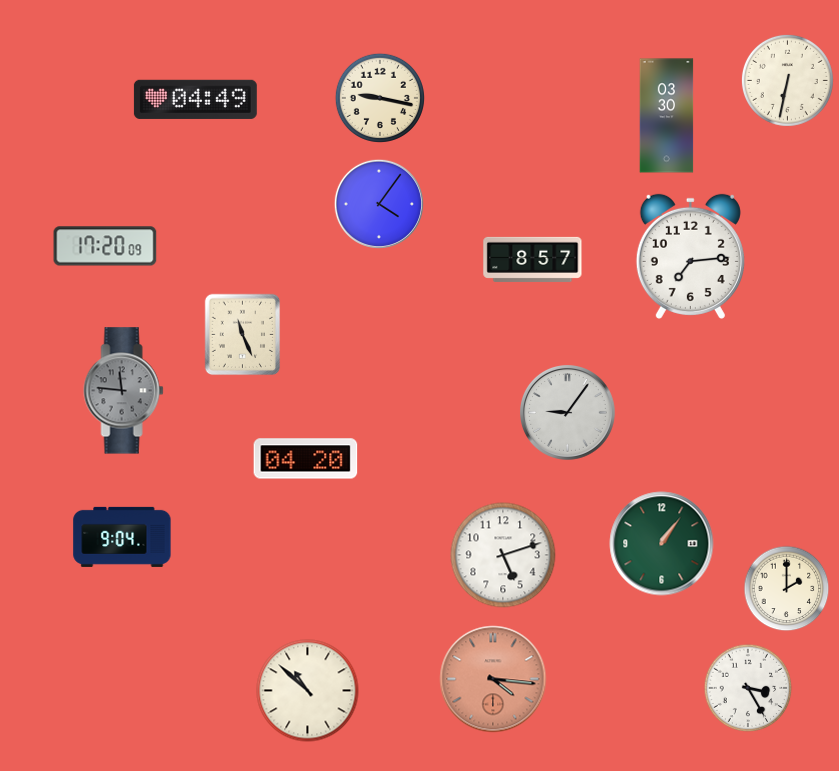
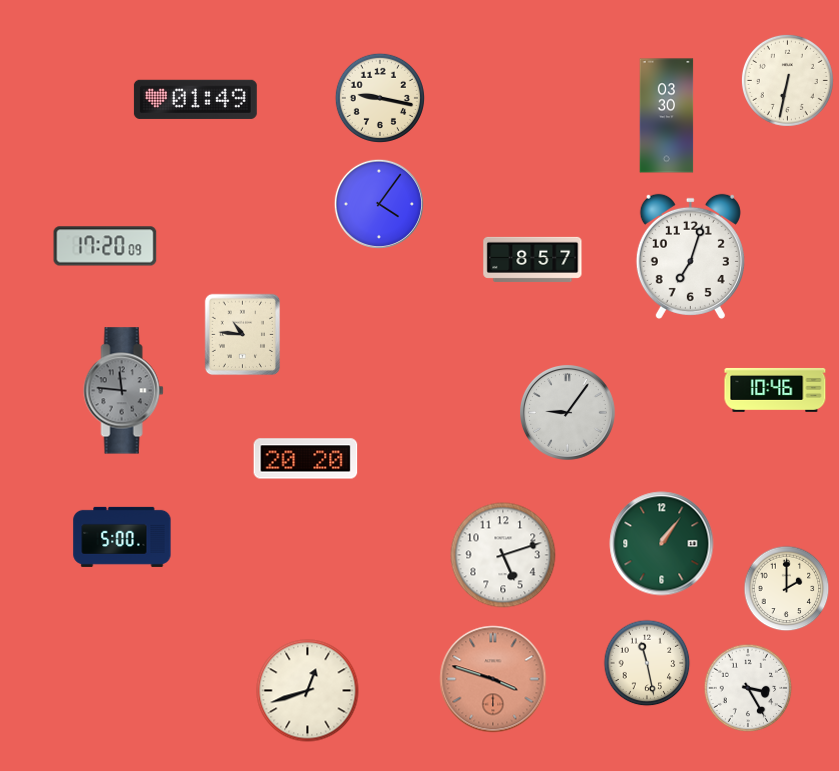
clock at (195, 99): 04:49 -> 01:49
clock at (690, 256): 7:14 -> 7:03
clock at (243, 335): 11:26 -> 10:46
clock at (775, 390): none -> 10:46
clock at (306, 459): 04:20 -> 20:20
clock at (122, 537): 9:04 -> 5:00
clock at (647, 663): none -> 11:28
clock at (493, 679): 4:16 -> 3:48
clock at (308, 691): 10:52 -> 12:42
